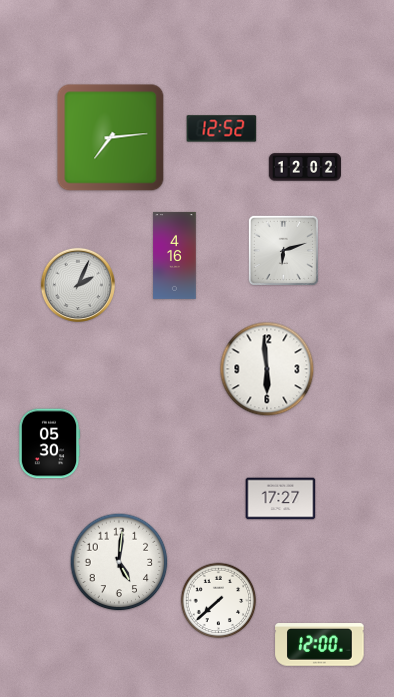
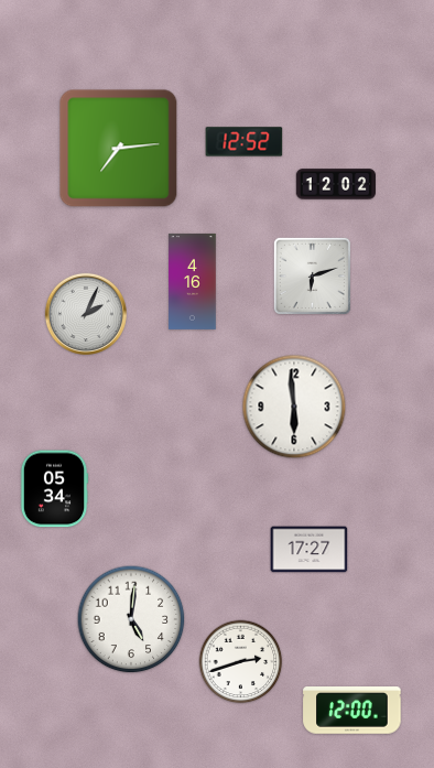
clock at (111, 138) position: (111, 138) -> (119, 149)
clock at (49, 444): 05:30 -> 05:34
clock at (219, 601): 7:38 -> 2:42
